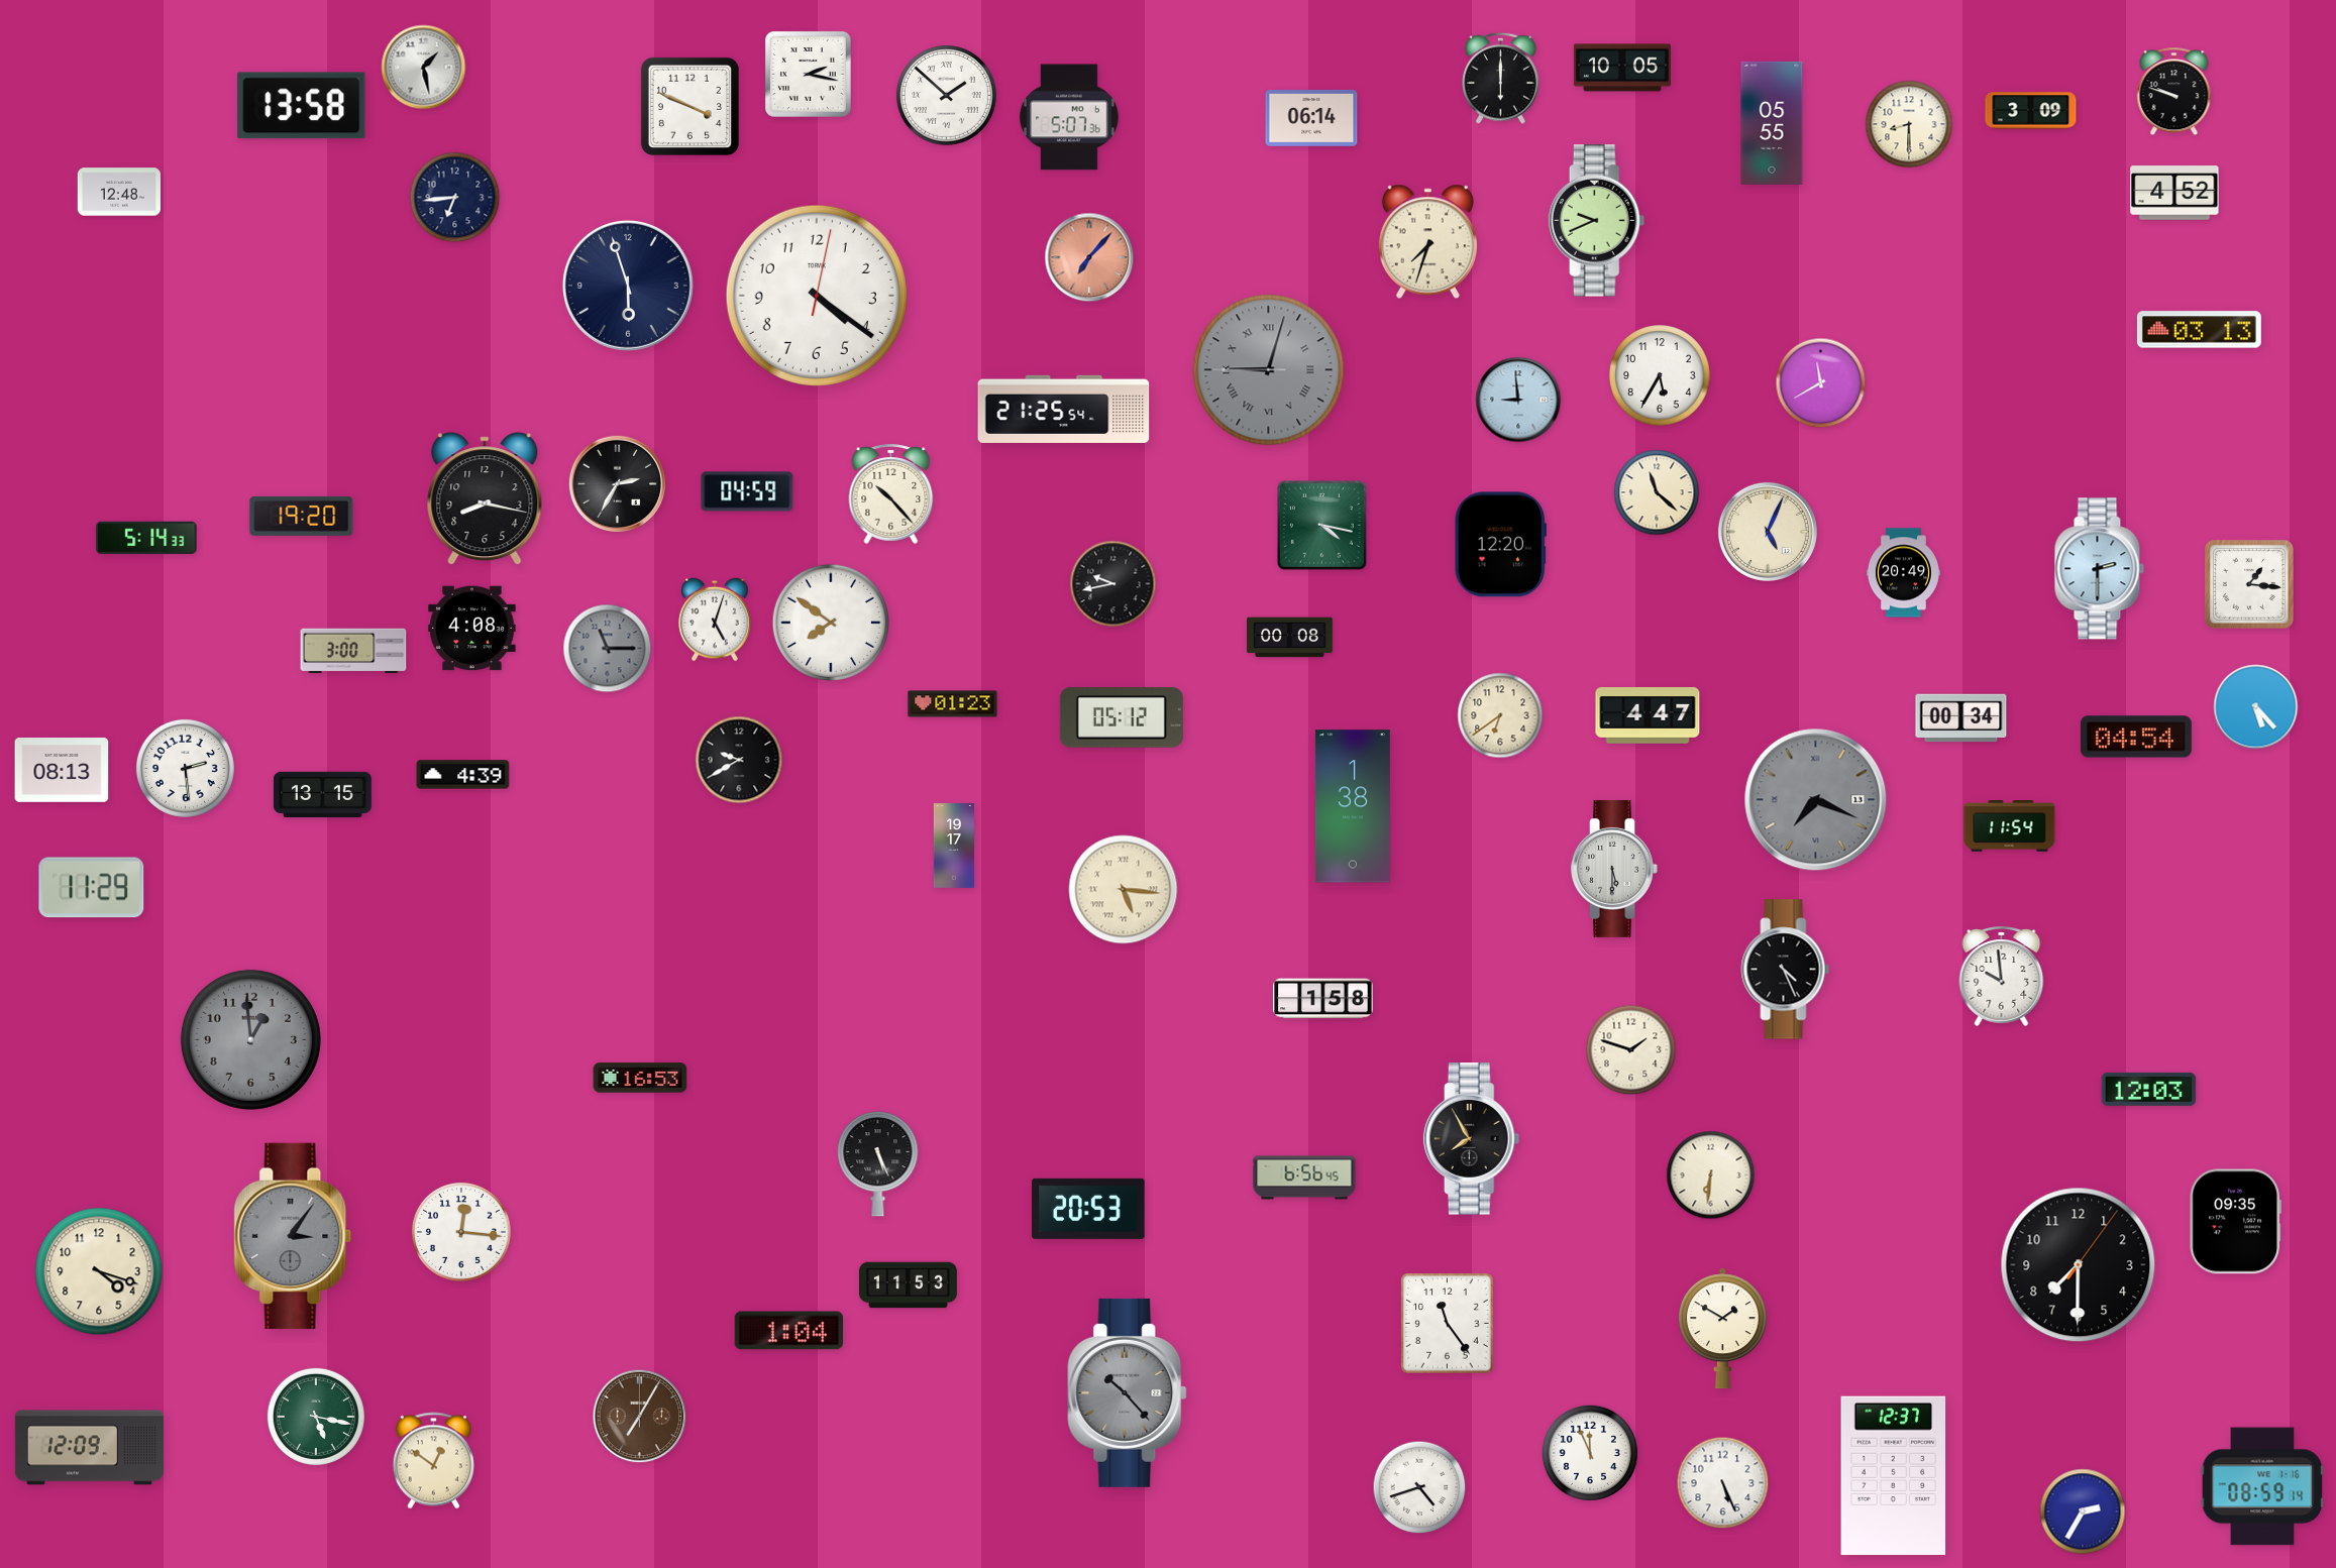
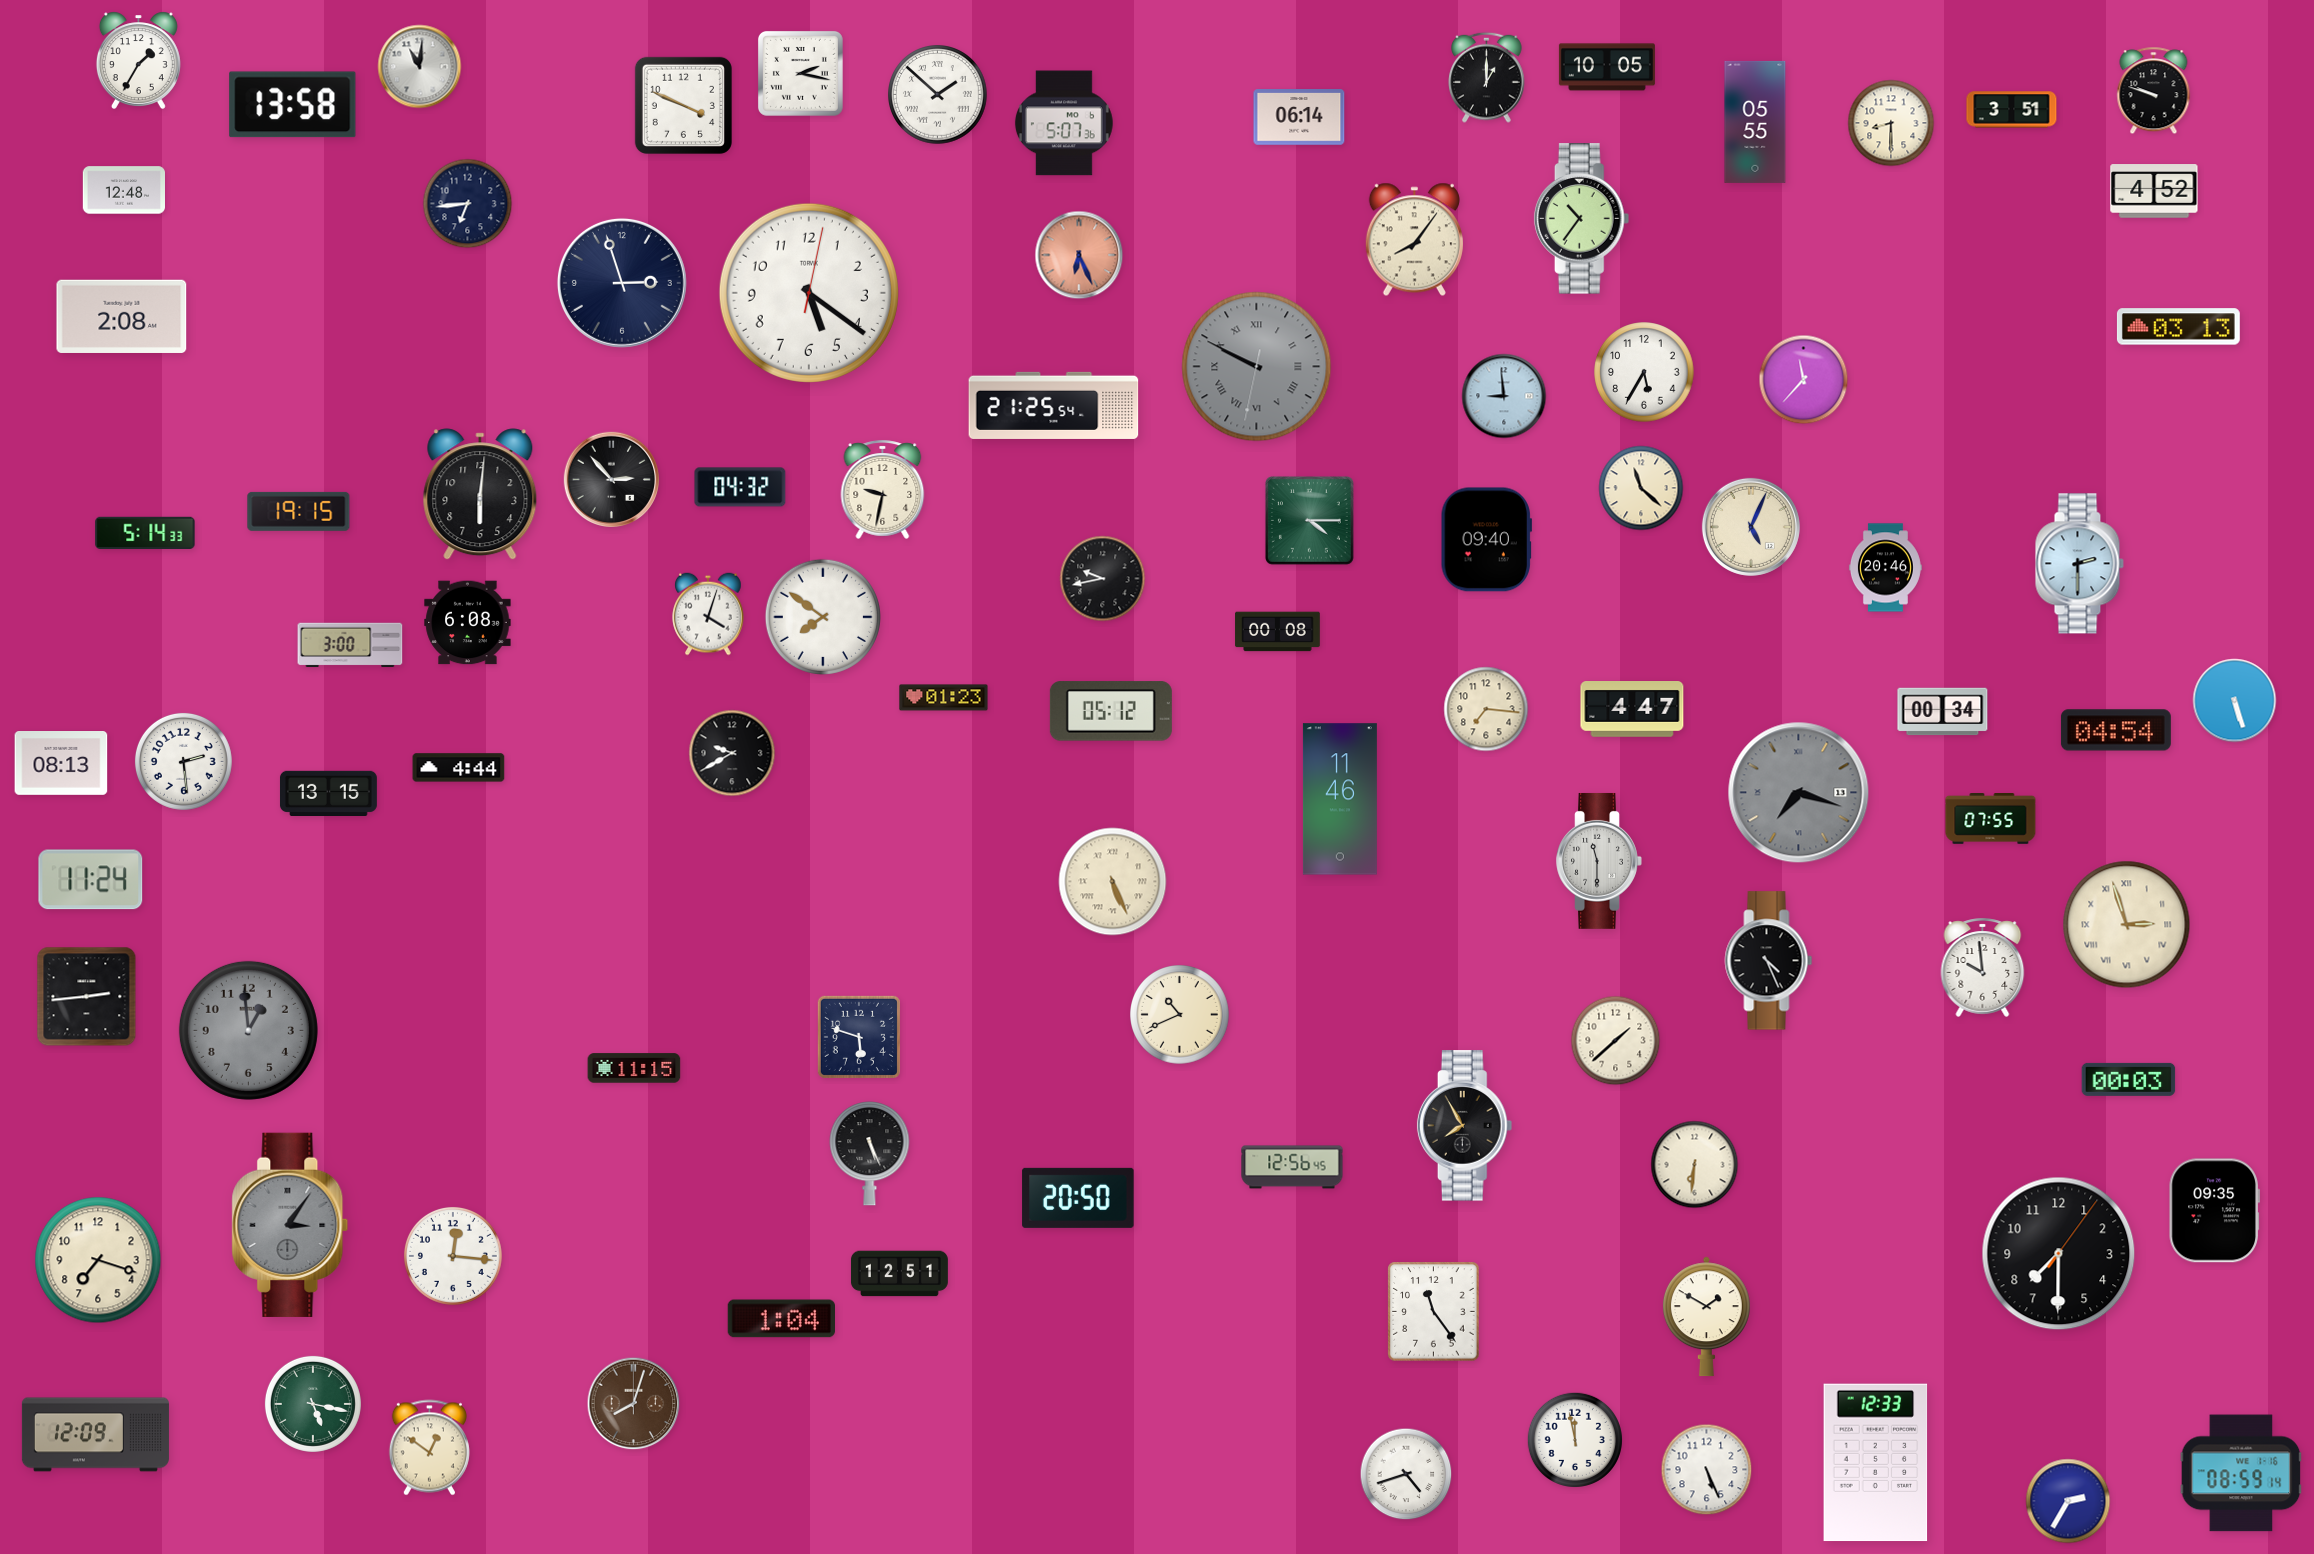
clock at (138, 60): none -> 1:35
clock at (424, 68): 1:28 -> 11:01
clock at (1501, 78): 6:00 -> 1:00
clock at (302, 106) position: (302, 106) -> (293, 105)
clock at (2031, 111): 3:09 -> 3:51
clock at (1069, 117) position: (1069, 117) -> (1064, 123)
clock at (118, 192) position: (118, 192) -> (123, 190)
clock at (455, 198) position: (455, 198) -> (468, 204)
clock at (1597, 221): 9:41 -> 10:36
clock at (1427, 242): 7:33 -> 8:06
clock at (1089, 257): 7:07 -> 6:26
clock at (628, 286): 5:57 -> 2:57
clock at (817, 296): 4:21 -> 5:21
clock at (122, 316): none -> 2:08
clock at (1269, 370): 9:02 -> 9:49
clock at (1821, 383): 11:40 -> 11:37
clock at (617, 483): 2:35 -> 2:53
clock at (747, 491): 04:59 -> 04:32
clock at (891, 493): 10:23 -> 9:32
clock at (485, 498): 8:17 -> 6:01
clock at (302, 516): 19:20 -> 19:15
clock at (1321, 525): 4:17 -> 4:15
clock at (1500, 545): 12:20 -> 09:40
clock at (1903, 573): 20:49 -> 20:46
clock at (2249, 584): 1:16 -> none
clock at (715, 620): 5:03 -> 4:03
clock at (472, 629): 4:08 -> 6:08
clock at (608, 649): 11:15 -> none
clock at (2256, 707): 5:23 -> 5:27
clock at (1500, 715): 6:39 -> 7:16
clock at (463, 775): 4:39 -> 4:44
clock at (322, 794) position: (322, 794) -> (328, 793)
clock at (1816, 800): 7:19 -> 7:18
clock at (1353, 806): 1:38 -> 11:46
clock at (2010, 826): 11:54 -> 07:55
clock at (953, 846): 19:17 -> none
clock at (1614, 869): 5:30 -> 11:30
clock at (92, 888): 11:29 -> 11:24
clock at (1124, 890): 5:16 -> 5:26
clock at (2127, 925): none -> 2:57
clock at (1323, 999): 1:58 -> none
clock at (87, 997): none -> 2:44
clock at (1180, 1015): none -> 10:41
clock at (859, 1037): none -> 5:48
clock at (1631, 1050): 1:48 -> 1:38
clock at (640, 1078): 16:53 -> 11:15
clock at (2149, 1089): 12:03 -> 00:03
clock at (1472, 1139) position: (1472, 1139) -> (1465, 1126)
clock at (1304, 1178): 6:56 -> 12:56
clock at (1088, 1209): 20:53 -> 20:50
clock at (461, 1232) position: (461, 1232) -> (453, 1256)
clock at (99, 1271): 4:18 -> 7:18
clock at (908, 1285): 11:53 -> 12:51
clock at (1128, 1392): 10:23 -> none
clock at (640, 1417): 7:05 -> 8:03
clock at (89, 1448) position: (89, 1448) -> (95, 1435)
clock at (1590, 1453): 11:56 -> 11:58
clock at (1894, 1476): 12:37 -> 12:33
clock at (2083, 1511) position: (2083, 1511) -> (2068, 1501)
